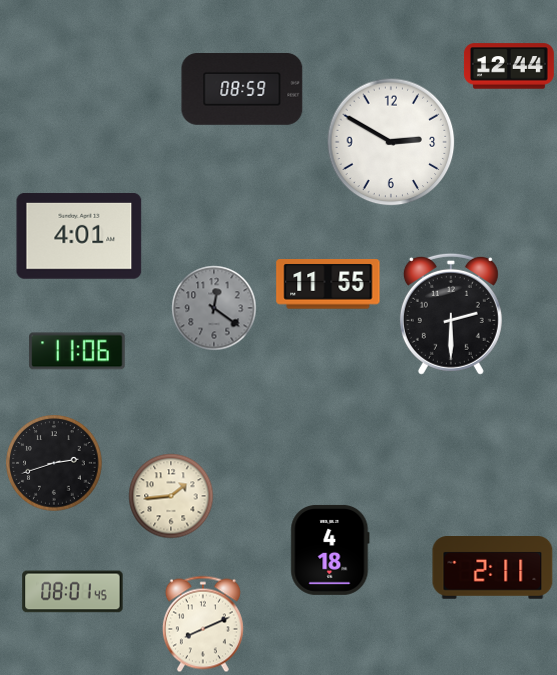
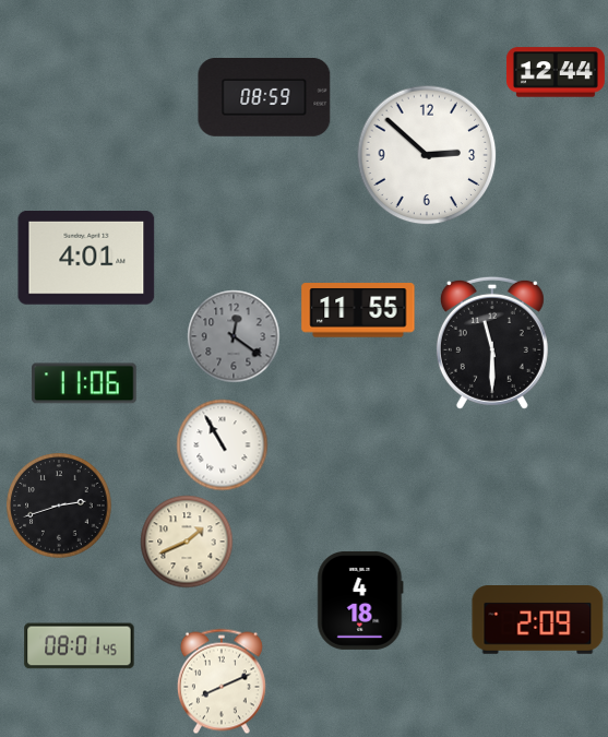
clock at (391, 142): 2:50 -> 2:52
clock at (451, 314): 2:30 -> 11:30
clock at (222, 444): none -> 10:55
clock at (171, 496): 1:44 -> 1:41
clock at (493, 568): 2:11 -> 2:09
